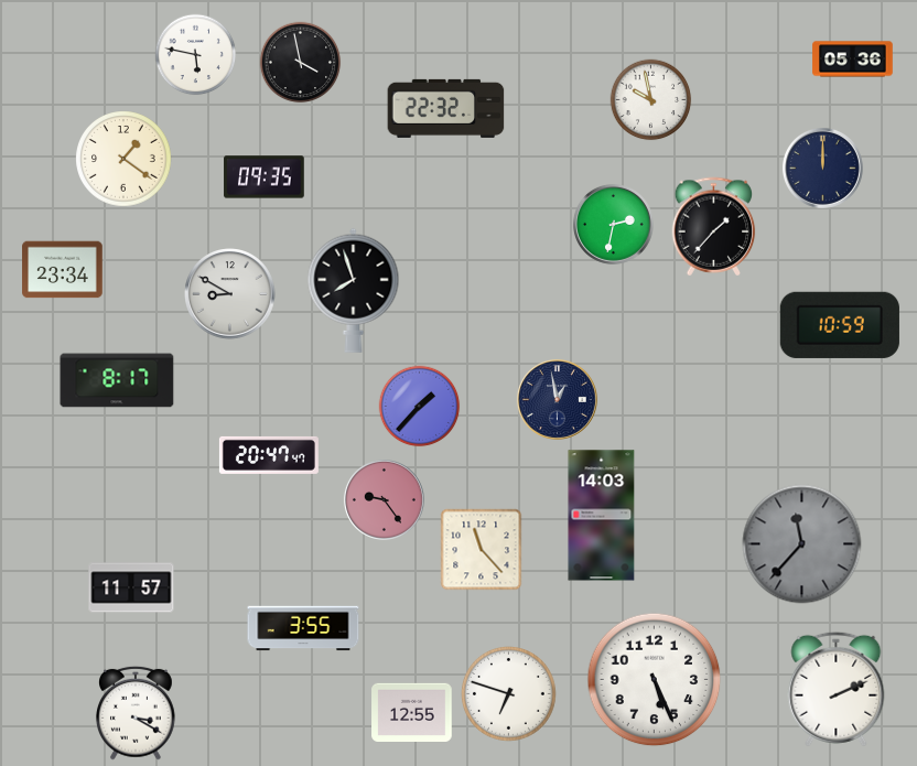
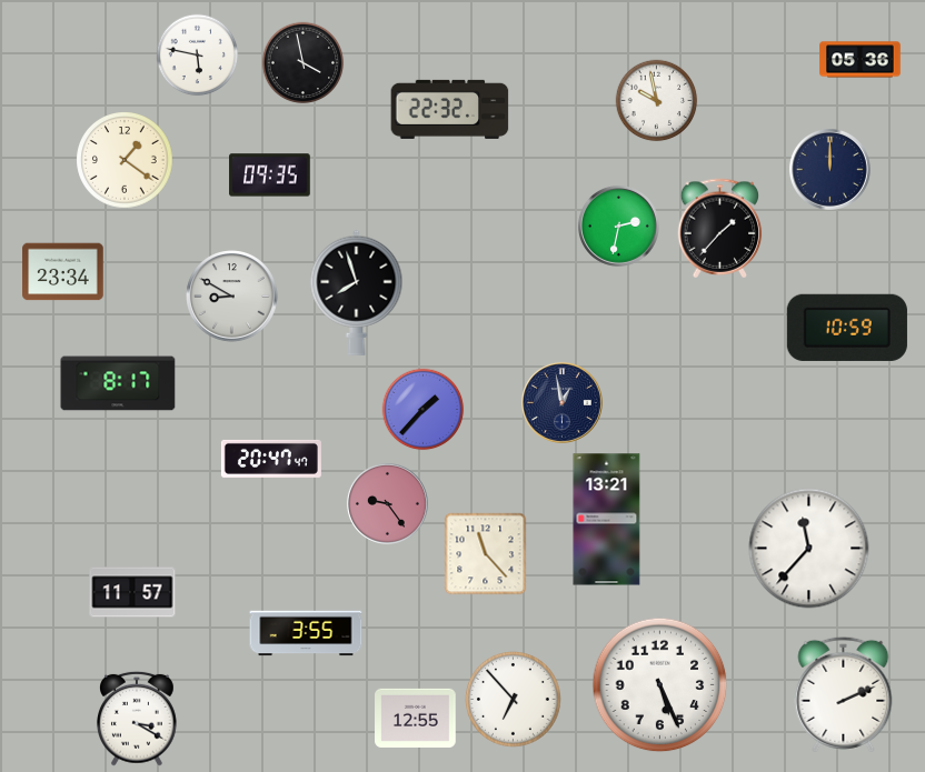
clock at (265, 177) position: (265, 177) -> (270, 176)
clock at (602, 516): 14:03 -> 13:21
clock at (802, 544) dial: grey -> white
clock at (509, 694): 6:48 -> 6:53
